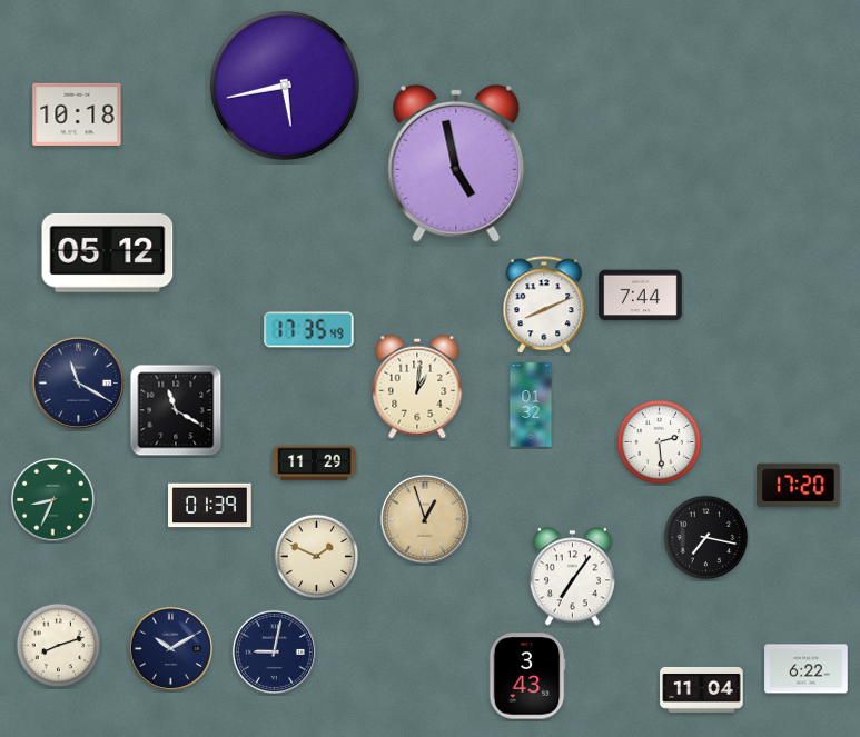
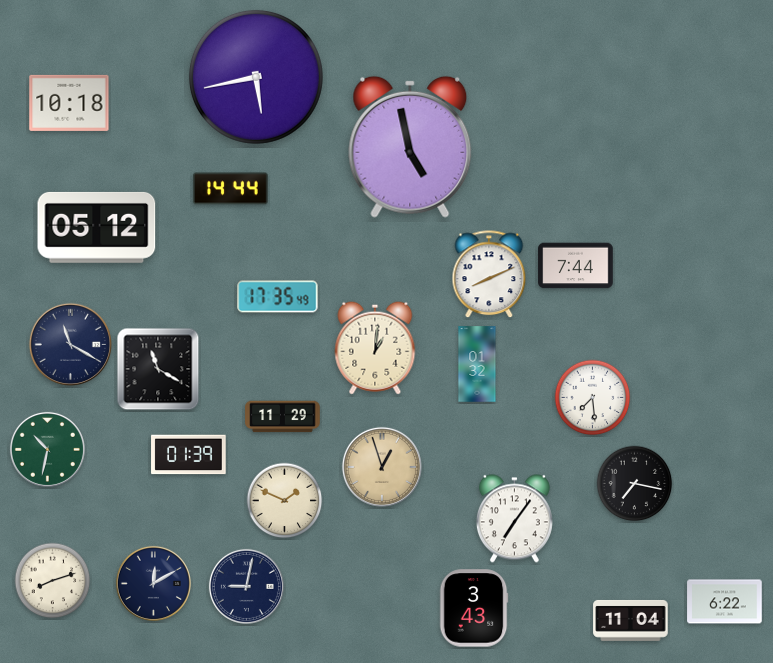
clock at (231, 189): none -> 14:44
clock at (660, 442): 2:29 -> 7:29
clock at (799, 486): 17:20 -> none
clock at (52, 499): 8:34 -> 10:32
clock at (170, 648): 10:10 -> 12:10
